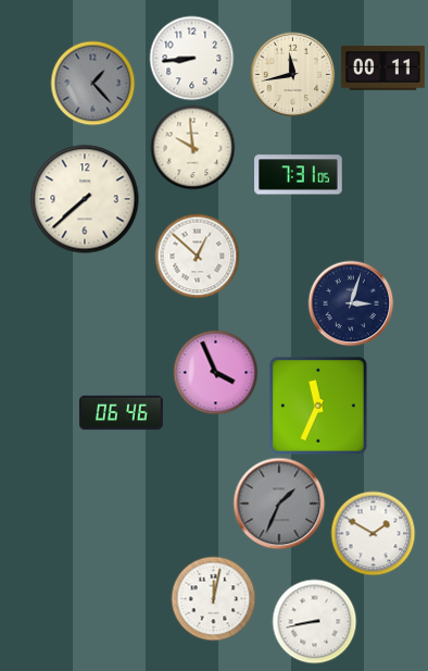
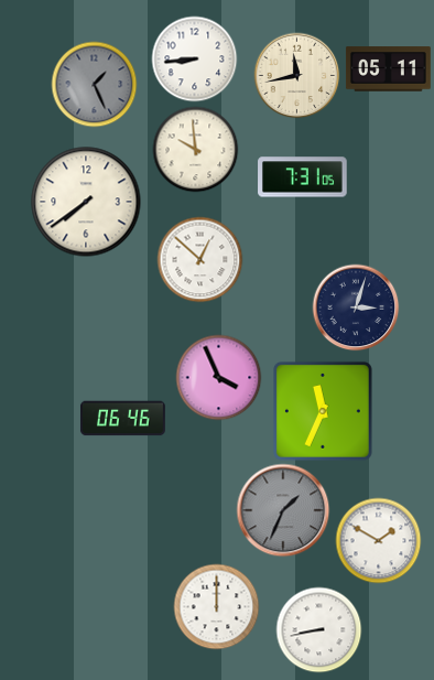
clock at (382, 69): 00:11 -> 05:11
clock at (92, 83): 1:23 -> 1:26
clock at (85, 199): 7:38 -> 7:39
clock at (213, 598): 12:02 -> 12:00
